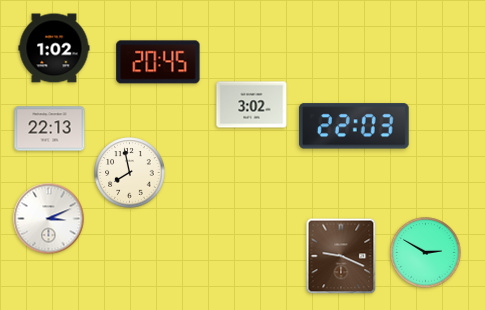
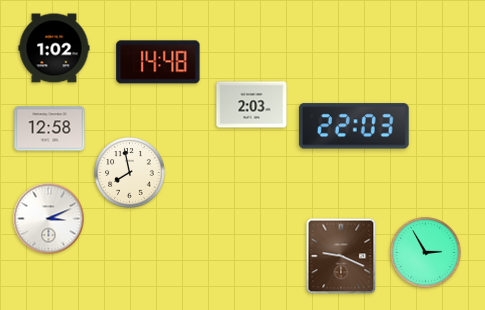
clock at (158, 62): 20:45 -> 14:48
clock at (252, 105): 3:02 -> 2:03
clock at (50, 129): 22:13 -> 12:58
clock at (426, 253): 2:50 -> 2:55
